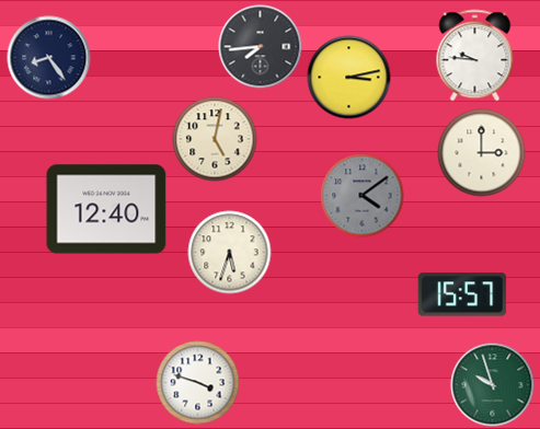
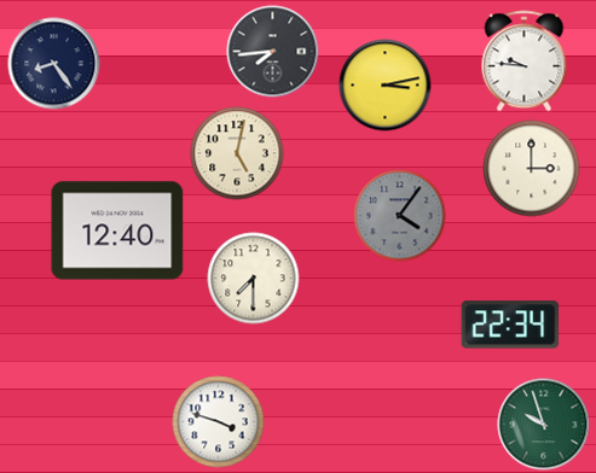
clock at (261, 47) position: (261, 47) -> (273, 52)
clock at (363, 196): 4:09 -> 4:06
clock at (230, 253): 5:33 -> 7:30
clock at (462, 294): 15:57 -> 22:34
